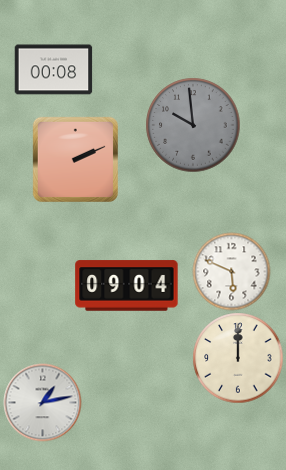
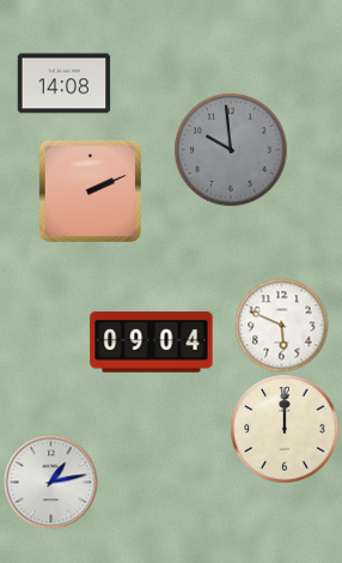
clock at (53, 70): 00:08 -> 14:08
clock at (231, 271) position: (231, 271) -> (281, 325)
